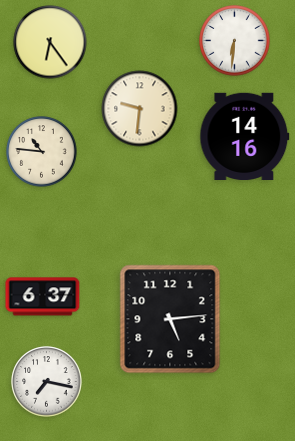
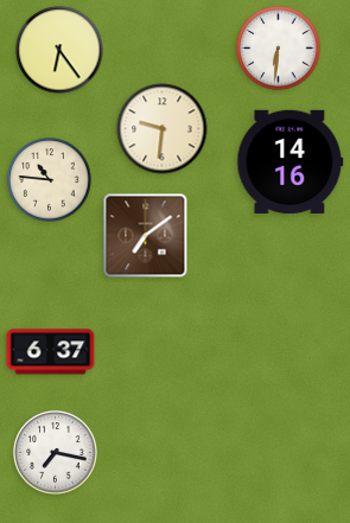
clock at (140, 109) position: (140, 109) -> (163, 129)
clock at (146, 236): none -> 7:09
clock at (170, 319): 5:14 -> none
